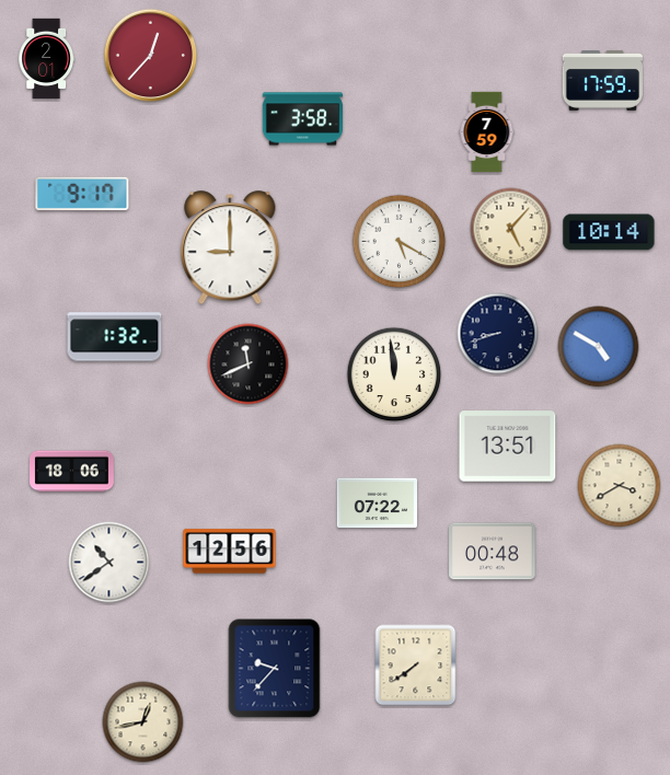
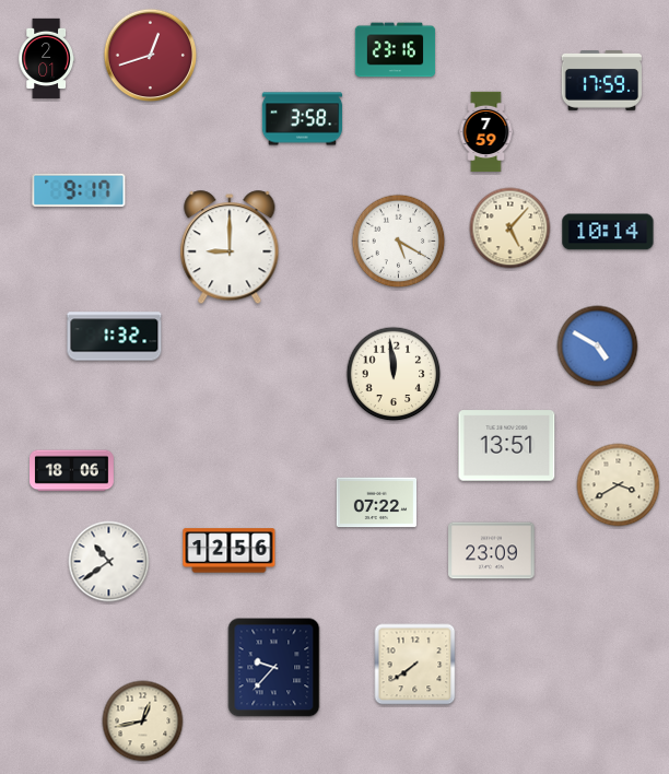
clock at (396, 50): none -> 23:16
clock at (151, 56): 12:37 -> 12:42
clock at (82, 194) position: (82, 194) -> (79, 190)
clock at (498, 334): 8:42 -> none
clock at (249, 365): 11:41 -> none
clock at (493, 552): 00:48 -> 23:09
